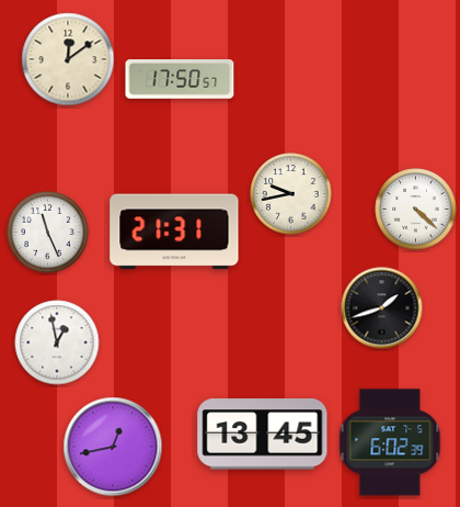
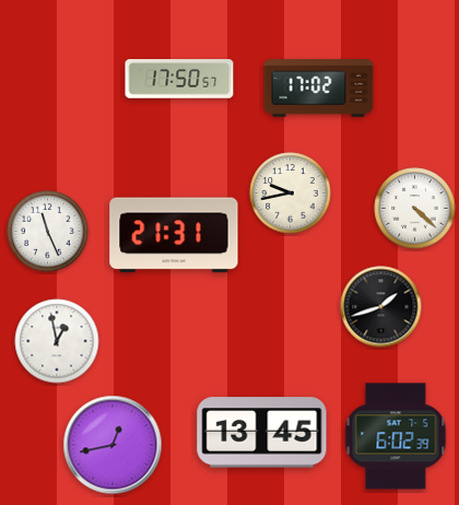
clock at (68, 59): 12:09 -> none
clock at (319, 89): none -> 17:02
clock at (174, 232) position: (174, 232) -> (174, 235)
clock at (390, 442) position: (390, 442) -> (396, 436)
